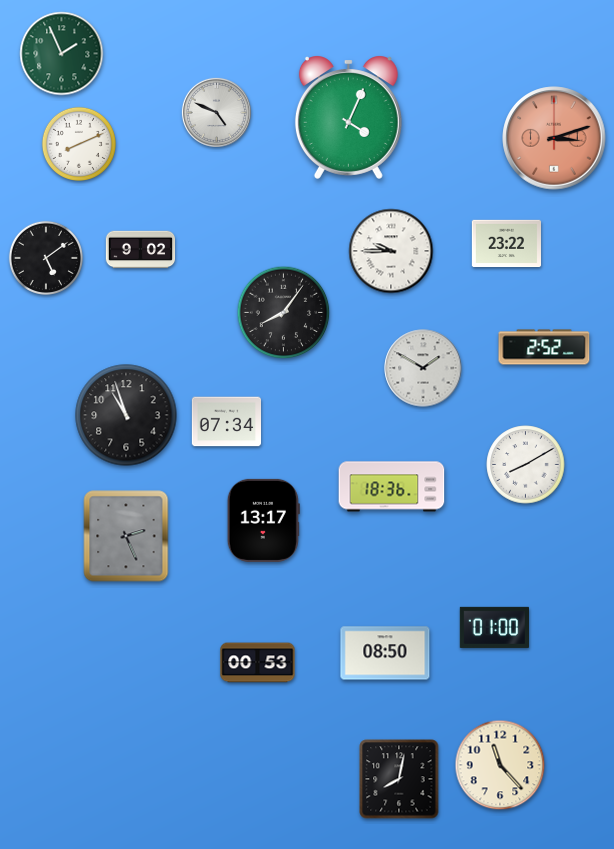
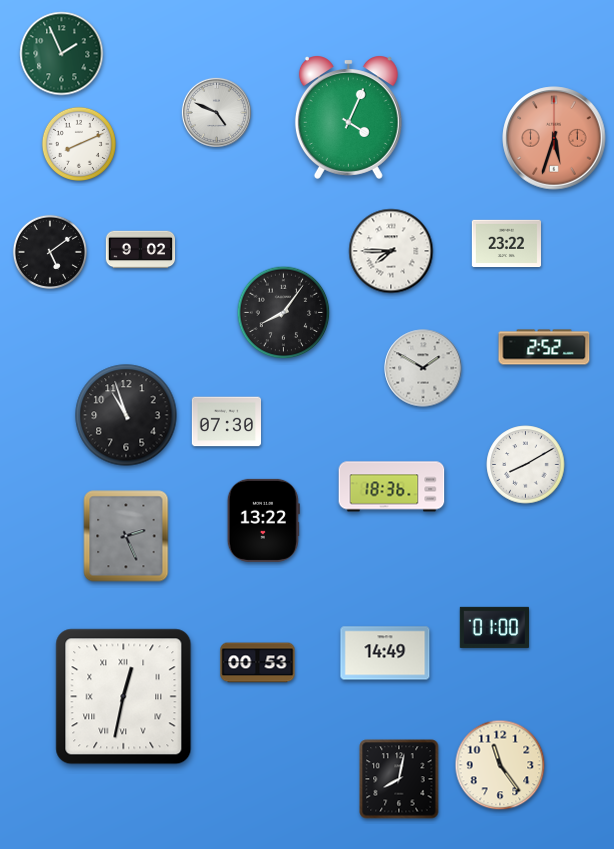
clock at (554, 138): 3:12 -> 5:33
clock at (391, 251): 9:45 -> 7:45
clock at (46, 258) position: (46, 258) -> (50, 252)
clock at (227, 422): 07:34 -> 07:30
clock at (263, 520): 13:17 -> 13:22
clock at (385, 653): 08:50 -> 14:49
clock at (124, 697): none -> 12:32
clock at (500, 765): 11:23 -> 11:24
